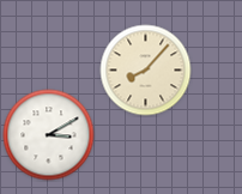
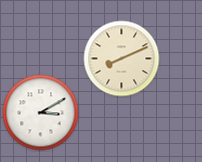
clock at (146, 71): 8:07 -> 8:11
